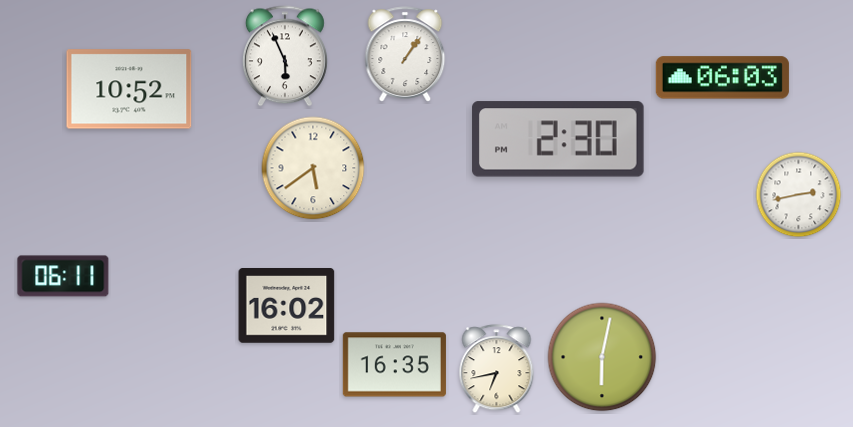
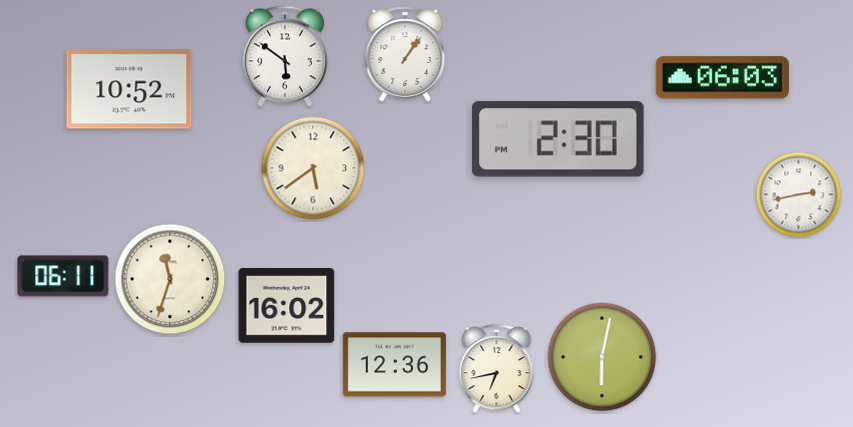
clock at (285, 56): 5:56 -> 5:51
clock at (170, 279): none -> 11:33
clock at (394, 365): 16:35 -> 12:36
